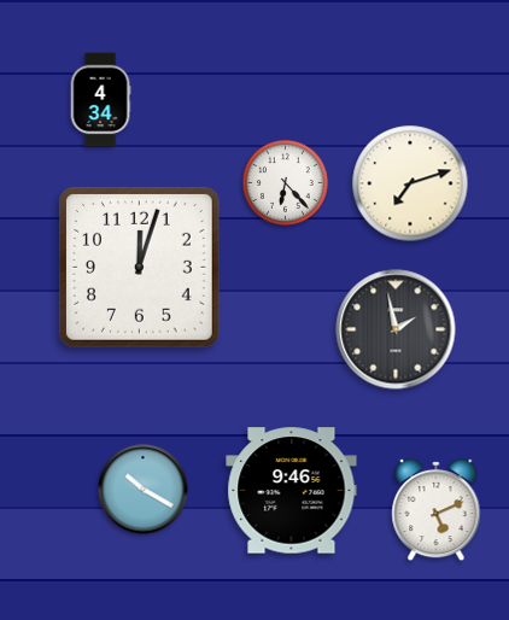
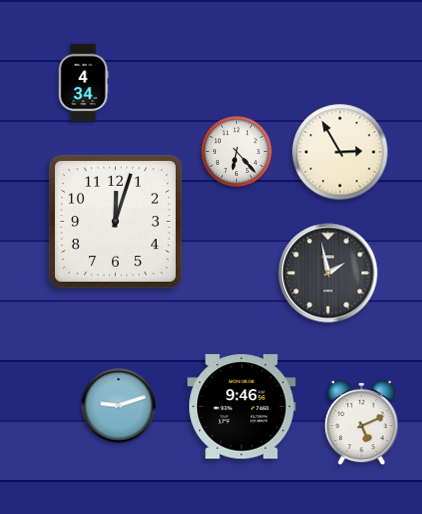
clock at (410, 183): 7:12 -> 2:55
clock at (144, 490): 10:20 -> 9:12
